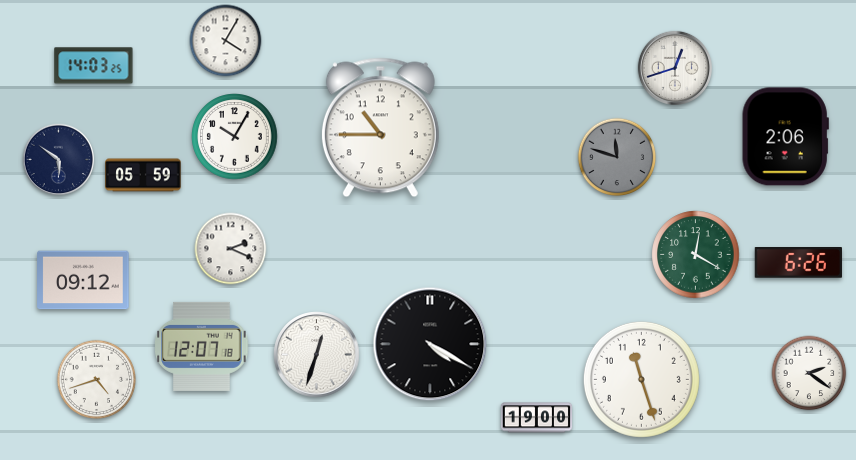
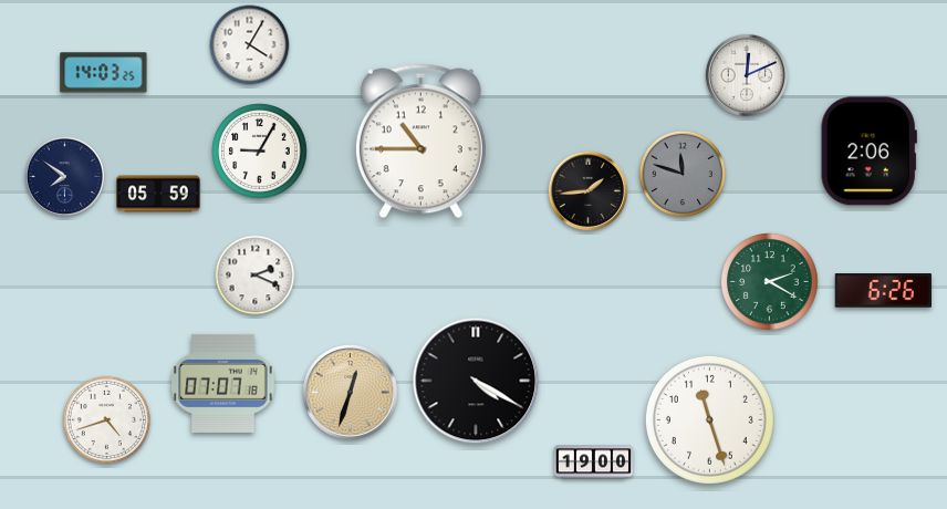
clock at (674, 67): 12:42 -> 12:11
clock at (235, 137): 10:05 -> 9:05
clock at (59, 160): 5:51 -> 7:51
clock at (589, 191): none -> 1:44
clock at (696, 255): 12:20 -> 2:20
clock at (83, 280): 09:12 -> none
clock at (202, 346): 12:07 -> 07:07
clock at (317, 355) dial: white -> champagne
clock at (809, 373): 2:21 -> none
